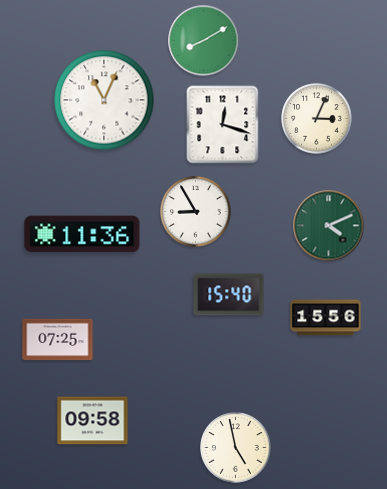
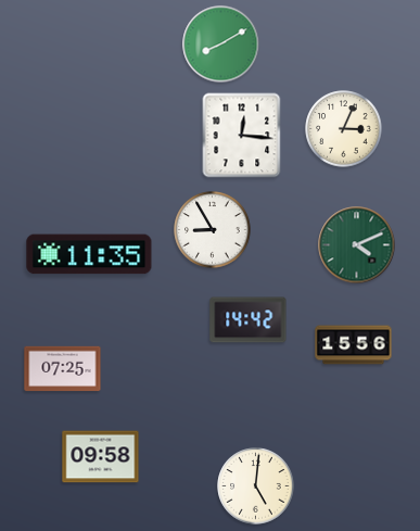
clock at (104, 100): 11:04 -> none
clock at (223, 125): 12:18 -> 12:16
clock at (82, 234): 11:36 -> 11:35
clock at (229, 295): 15:40 -> 14:42
clock at (236, 448): 4:58 -> 5:01
